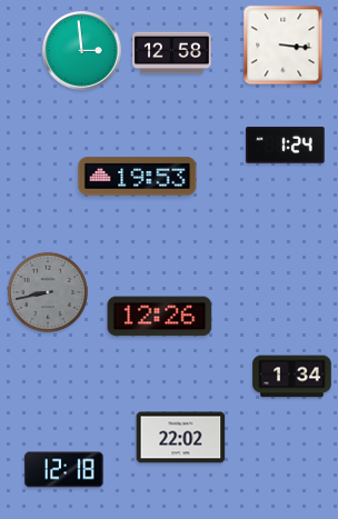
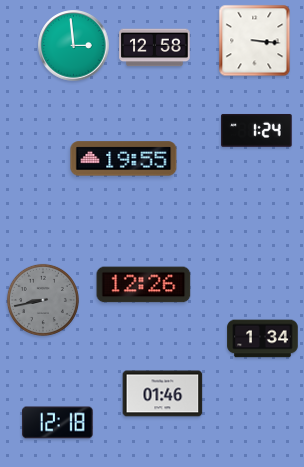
clock at (138, 177): 19:53 -> 19:55
clock at (48, 292) position: (48, 292) -> (43, 300)
clock at (181, 438): 22:02 -> 01:46
